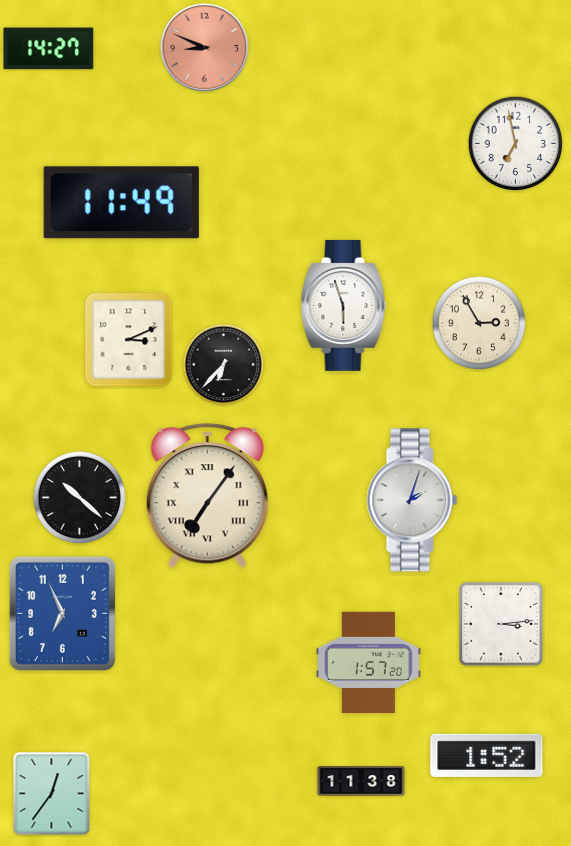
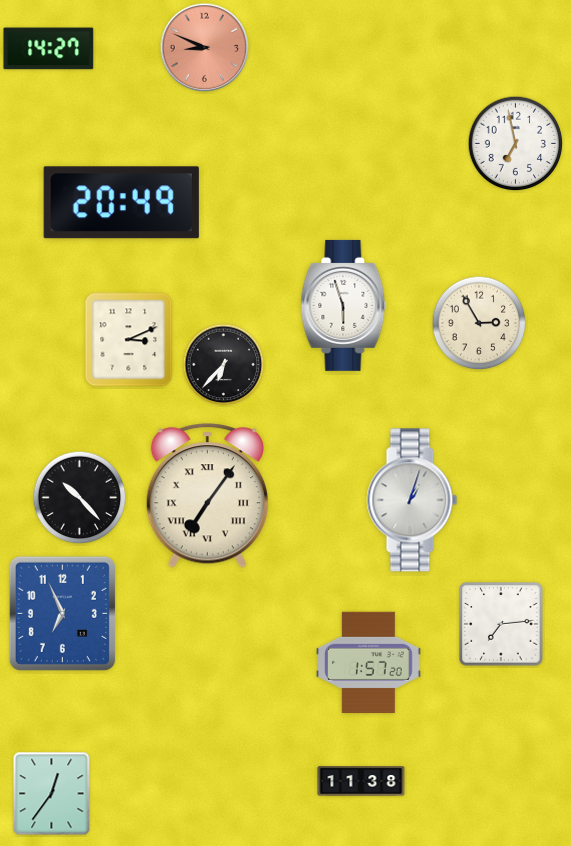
clock at (121, 203): 11:49 -> 20:49
clock at (80, 498): 10:22 -> 10:23
clock at (412, 500): 2:03 -> 1:03
clock at (501, 624): 3:14 -> 7:14
clock at (487, 755): 1:52 -> none
